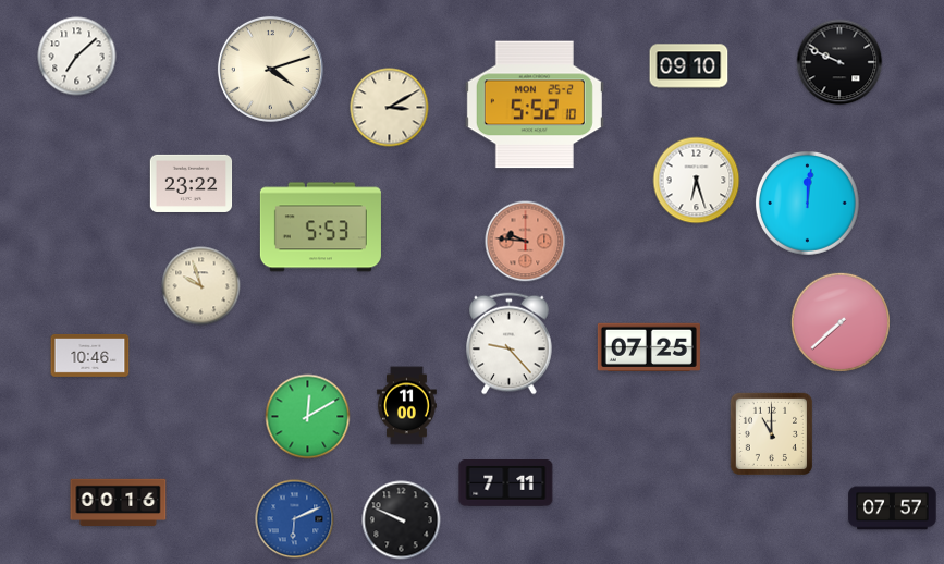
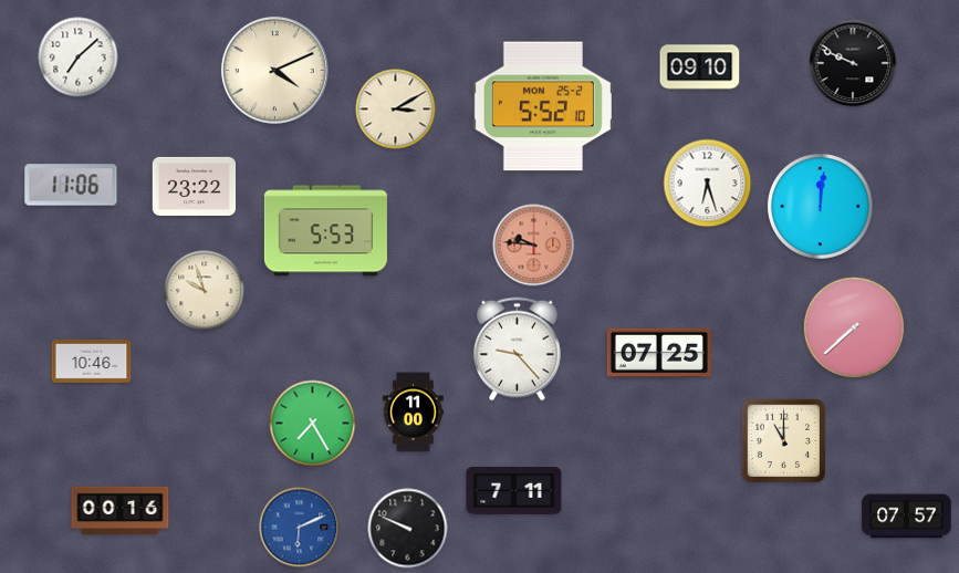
clock at (270, 69): 4:12 -> 4:11
clock at (71, 185): none -> 11:06
clock at (308, 417): 12:10 -> 7:25
